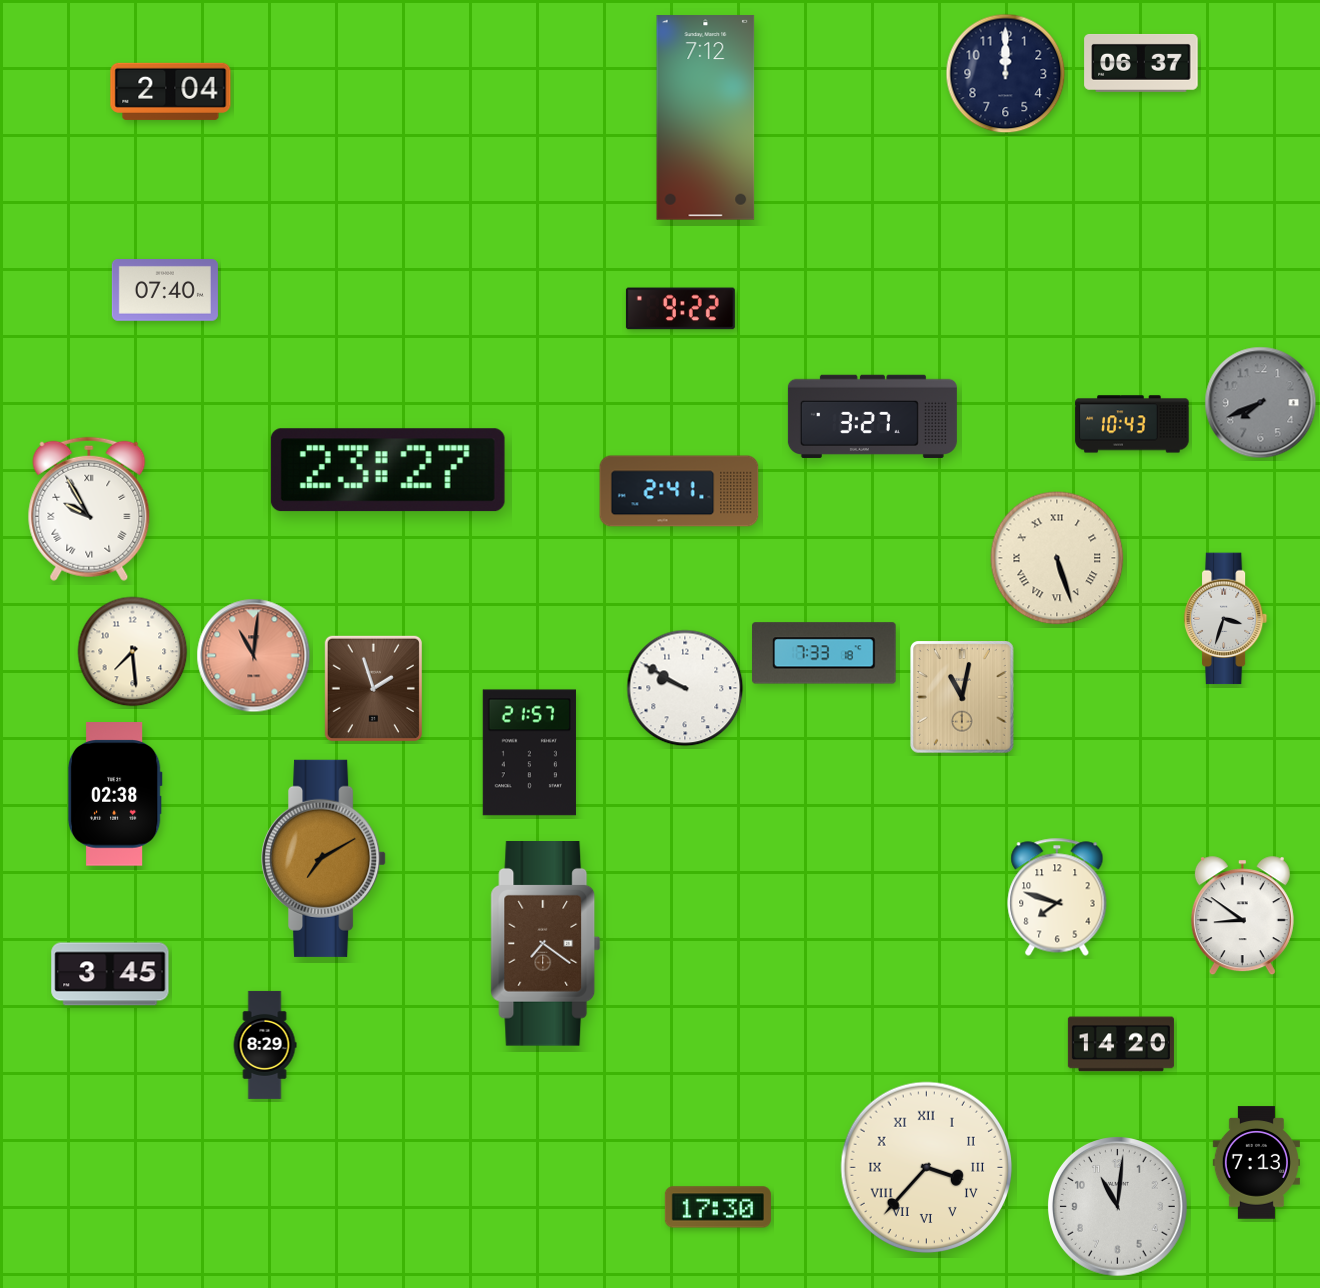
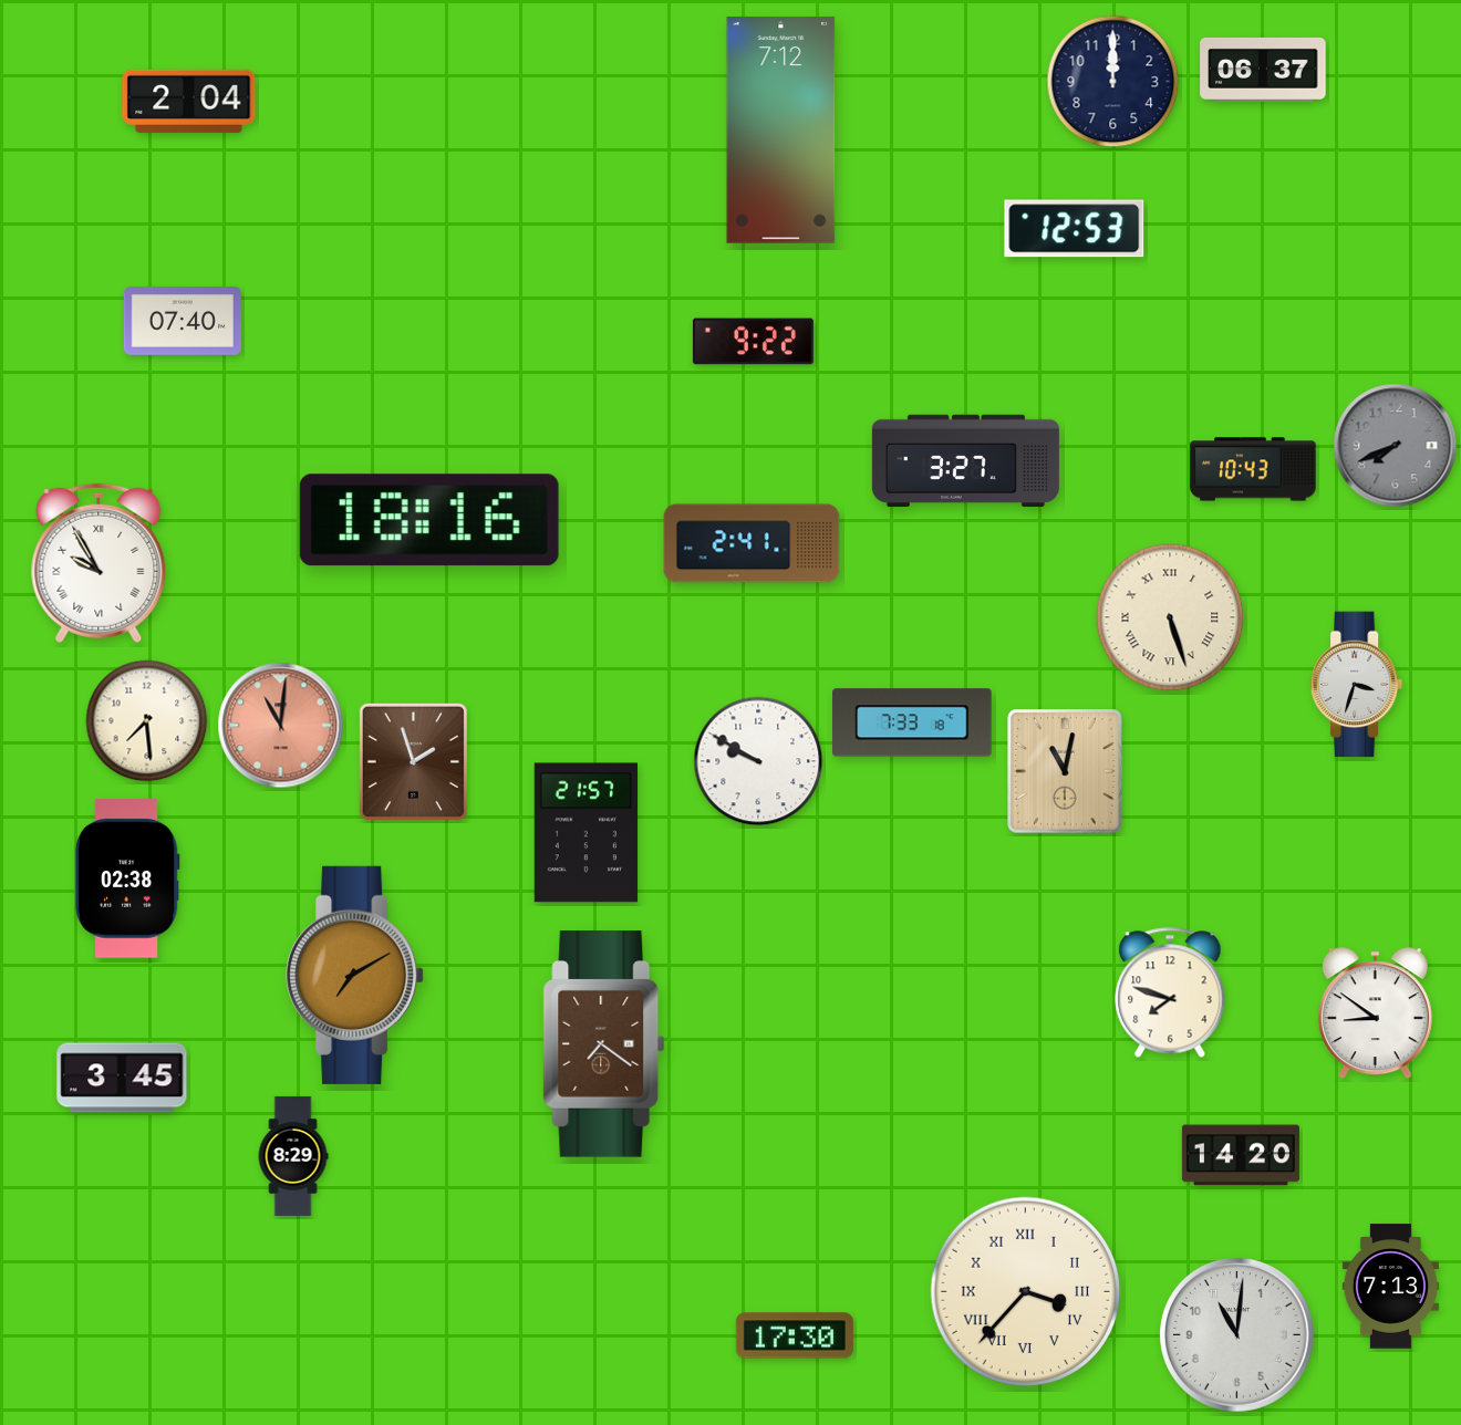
clock at (1075, 229): none -> 12:53
clock at (388, 470): 23:27 -> 18:16
clock at (324, 858) position: (324, 858) -> (355, 975)
